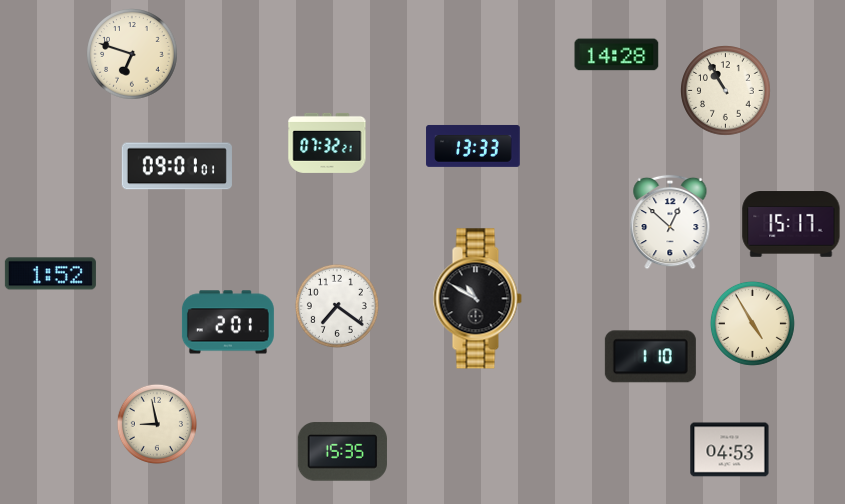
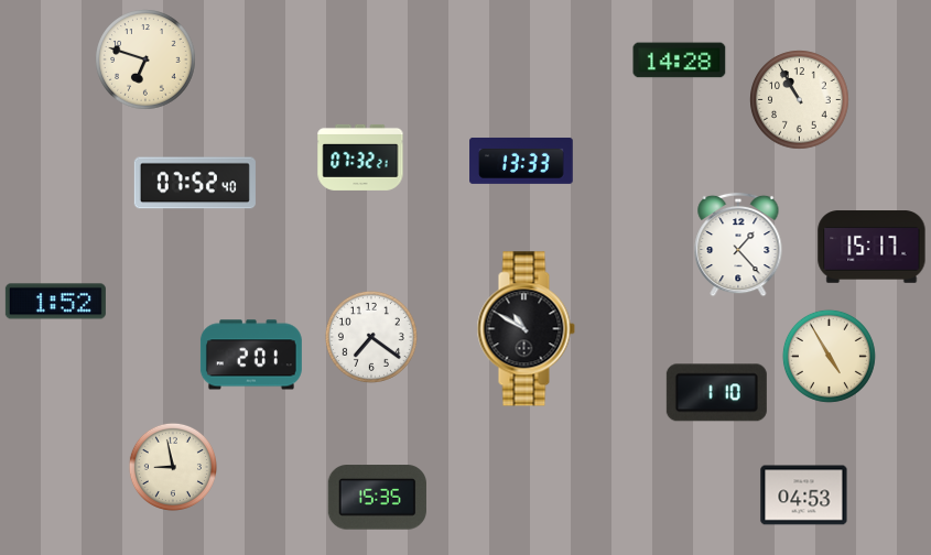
clock at (177, 166): 09:01 -> 07:52
clock at (670, 222): 12:52 -> 1:23
